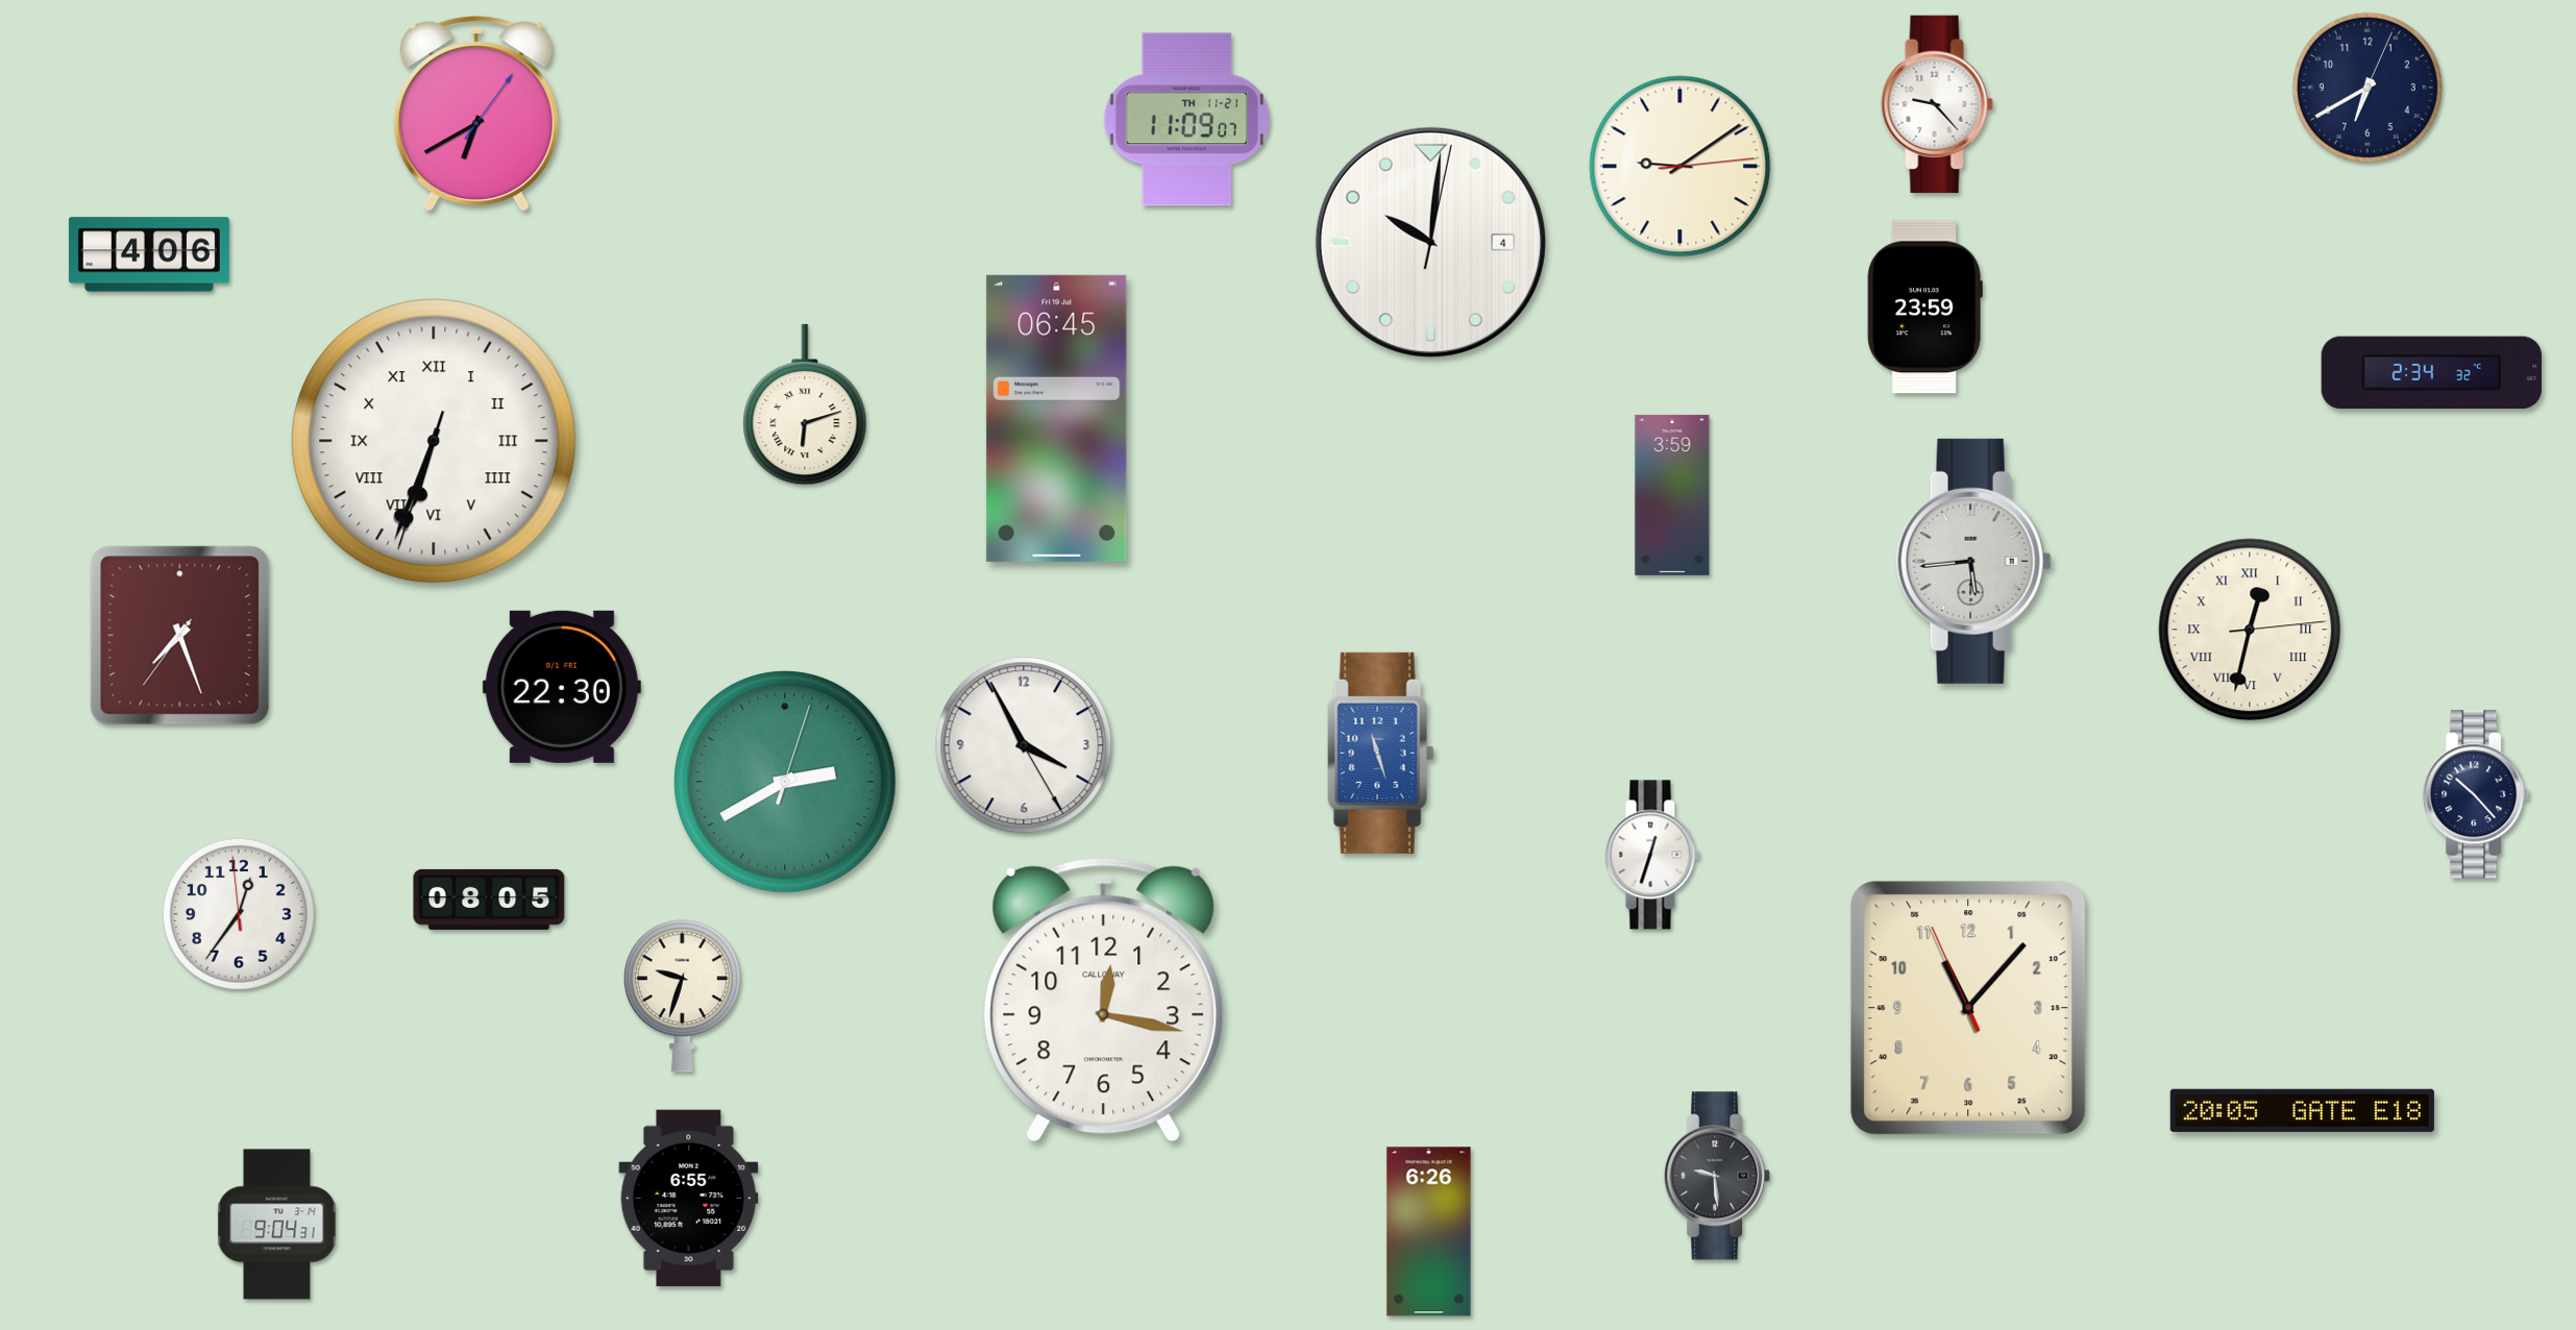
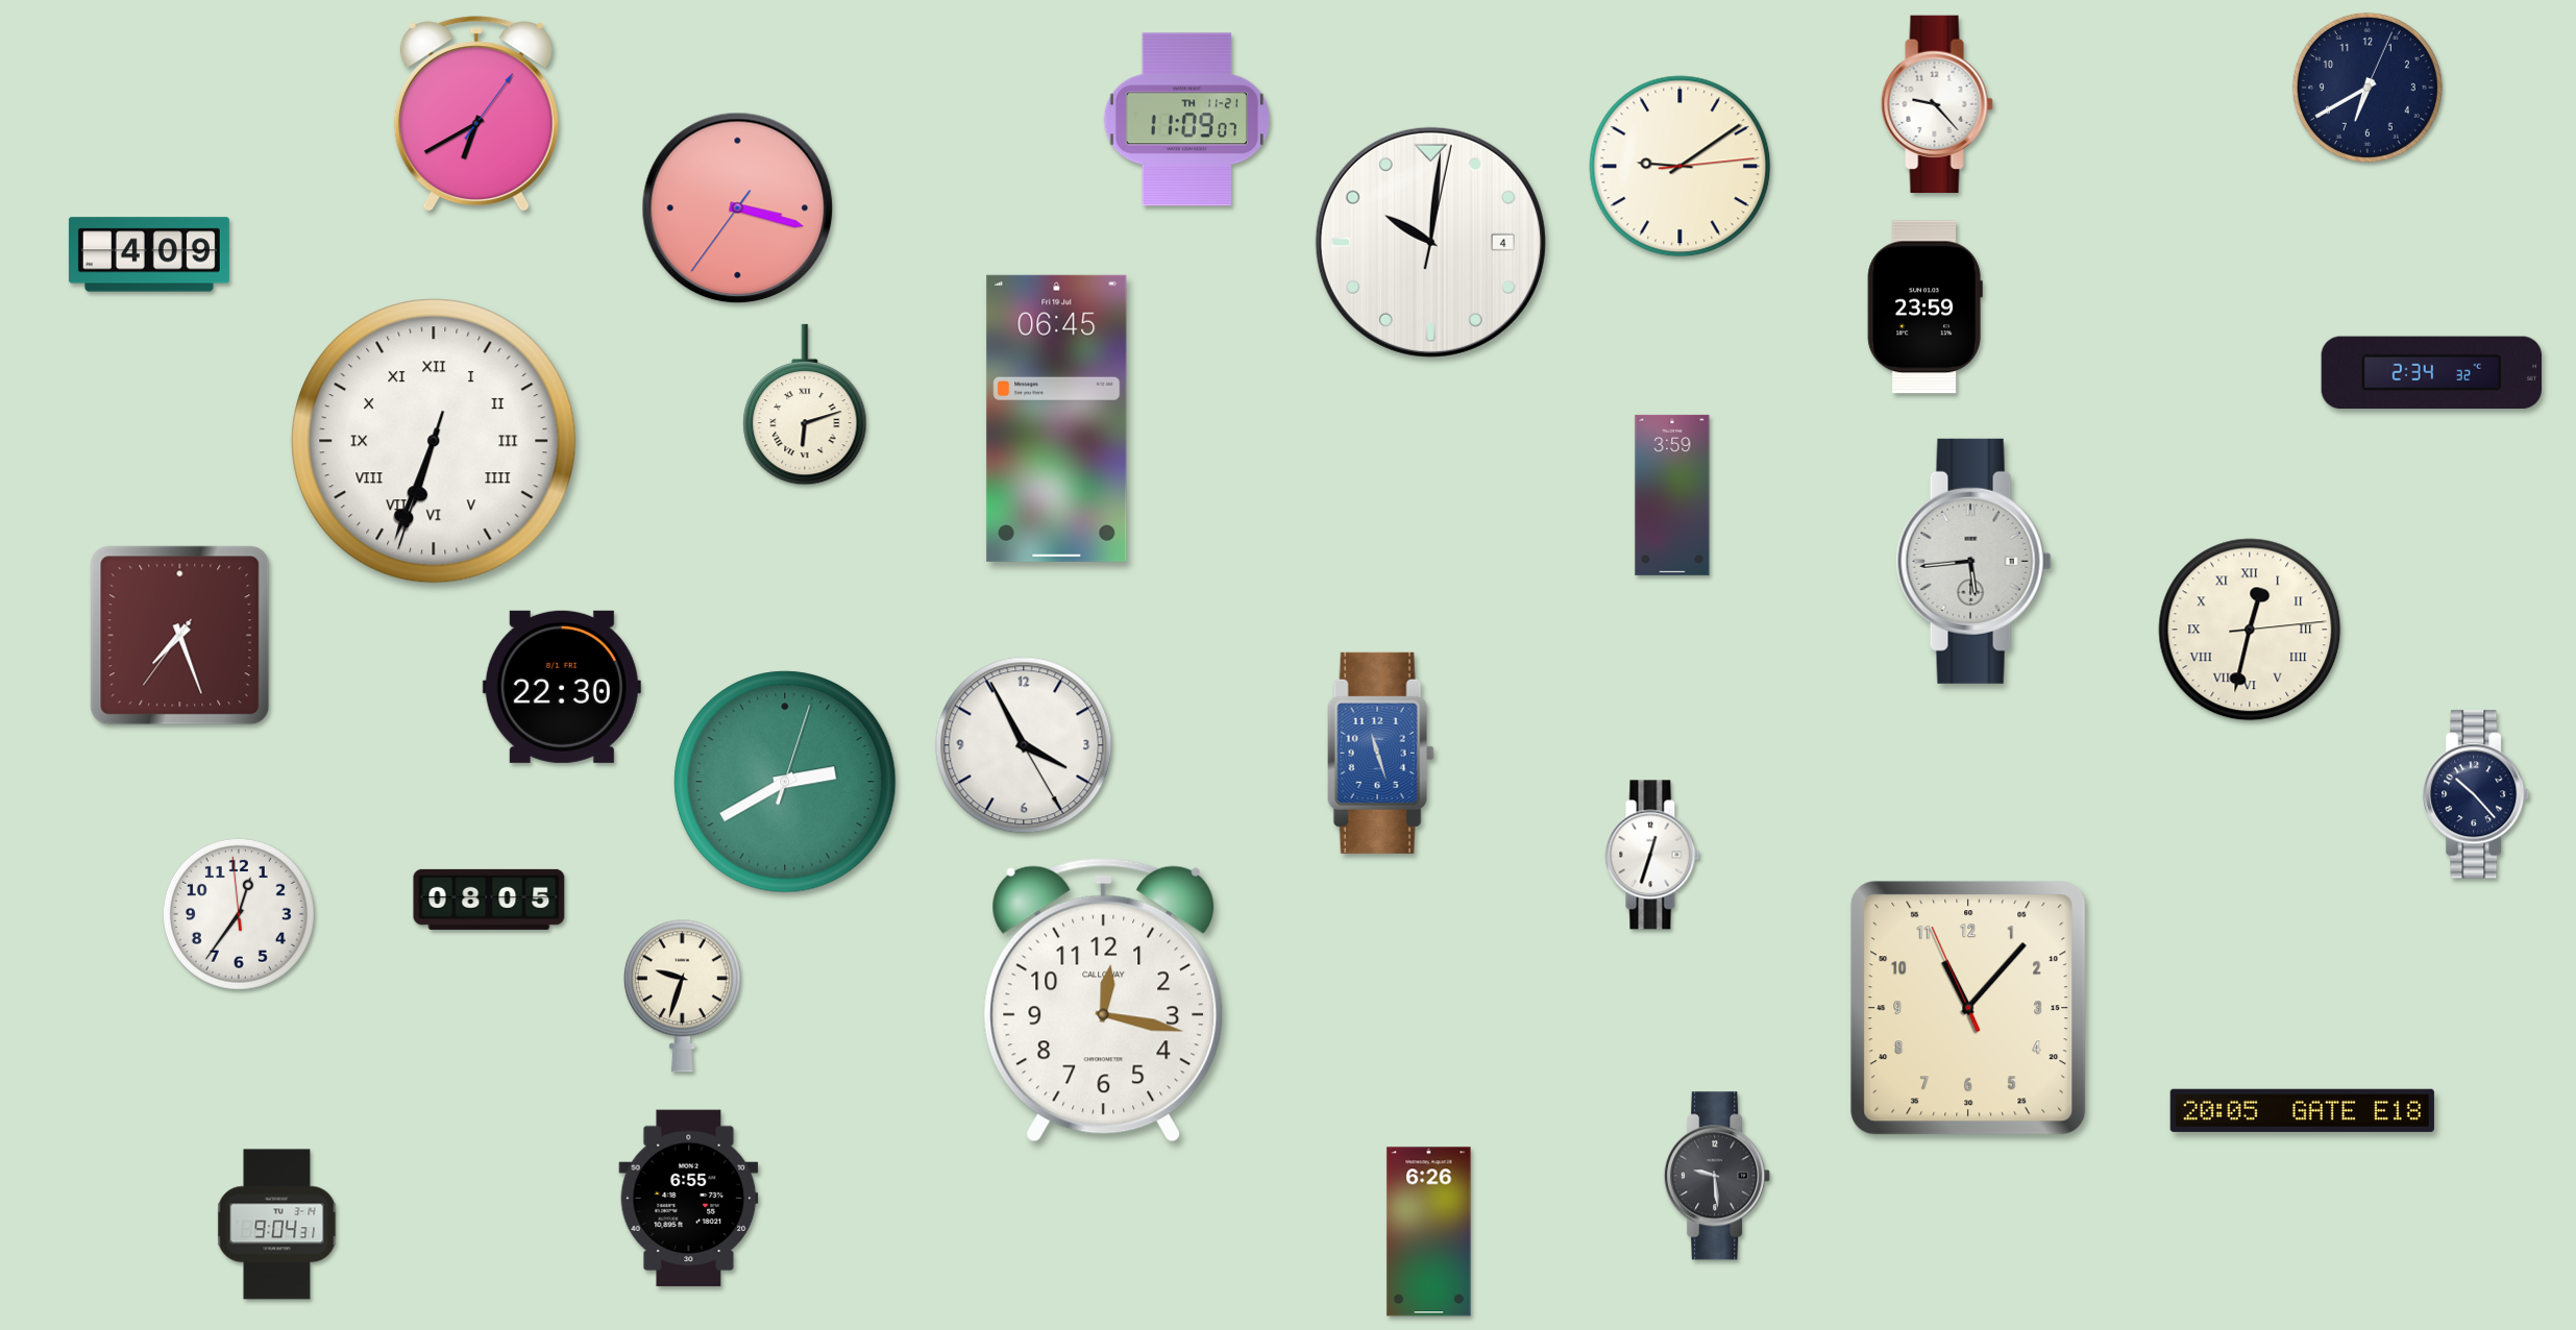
clock at (738, 208): none -> 3:17
clock at (149, 254): 4:06 -> 4:09
